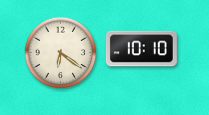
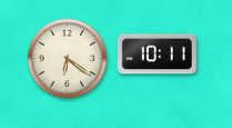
clock at (141, 49): 10:10 -> 10:11
